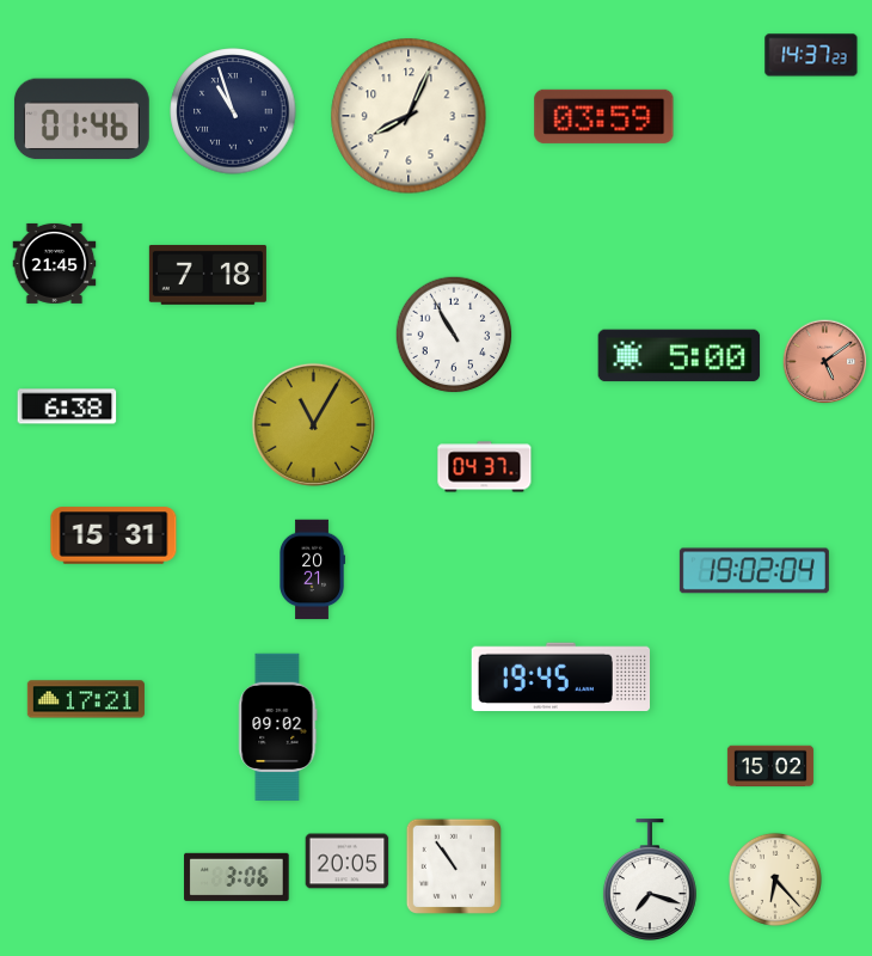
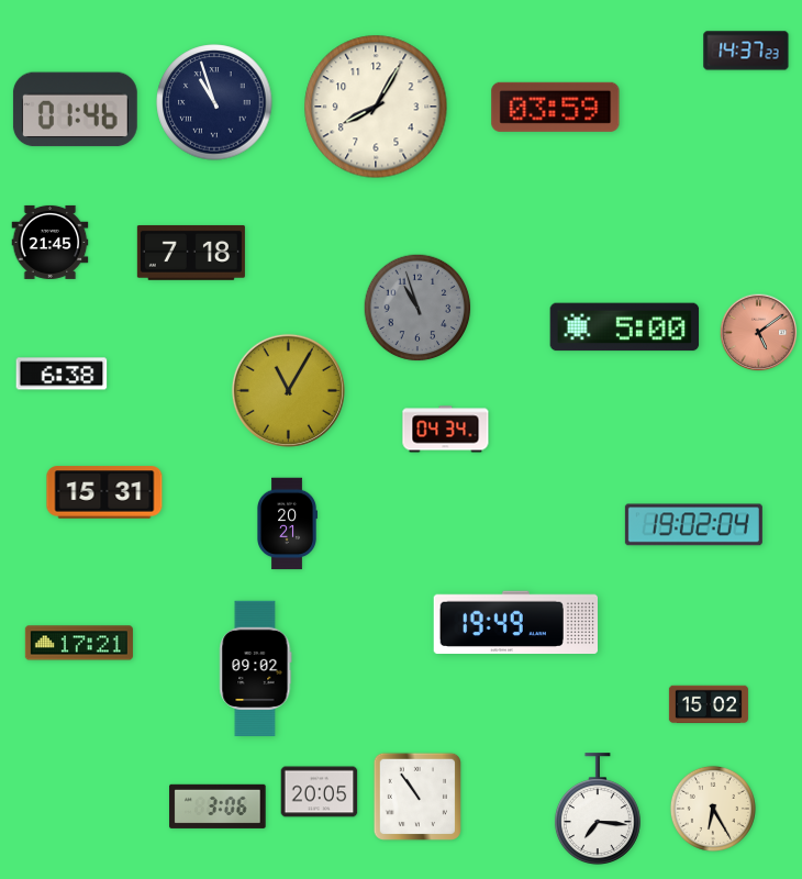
clock at (409, 116): 8:04 -> 8:05
clock at (454, 335): 10:55 -> 10:57
clock at (454, 335) dial: white -> grey
clock at (485, 467): 04:37 -> 04:34
clock at (560, 676): 19:45 -> 19:49
clock at (650, 880): 7:18 -> 7:16
clock at (775, 880): 6:23 -> 6:25
